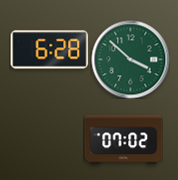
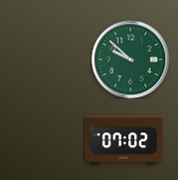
clock at (49, 50): 6:28 -> none
clock at (130, 59): 3:52 -> 9:52
